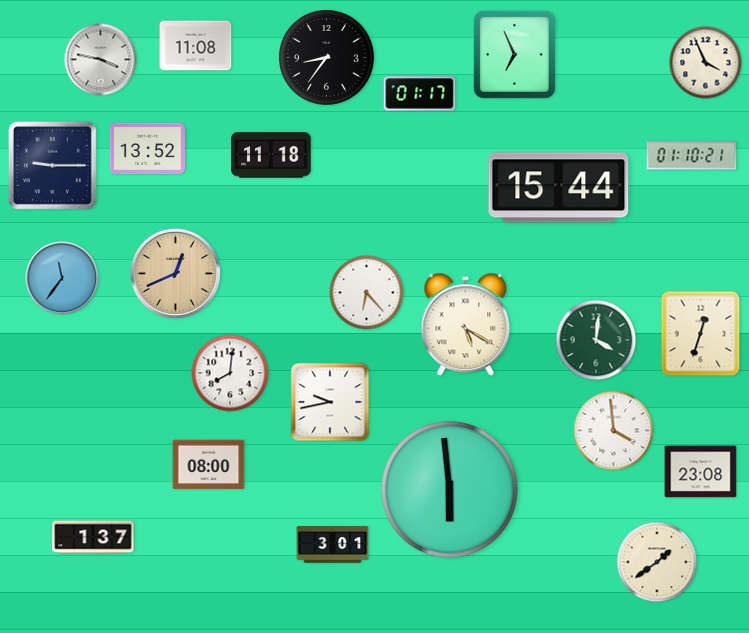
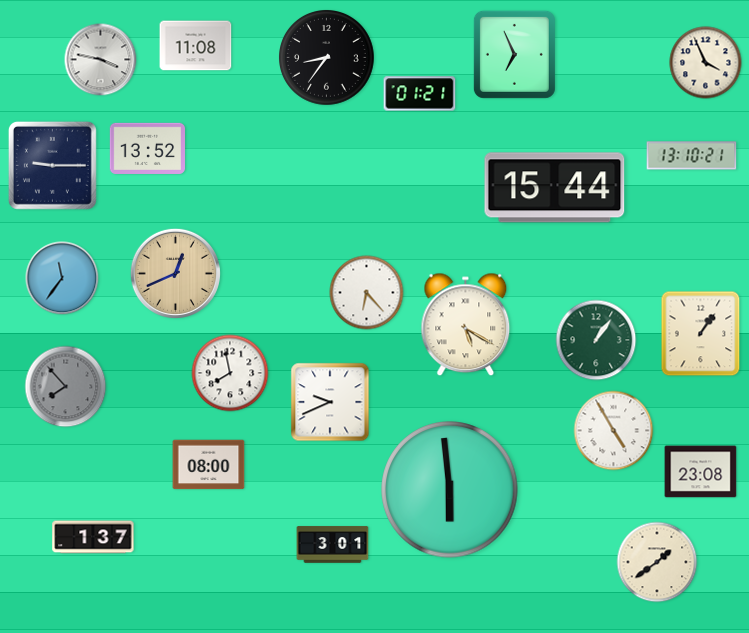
clock at (420, 94): 01:17 -> 01:21
clock at (271, 155): 11:18 -> none
clock at (692, 156): 01:10 -> 13:10
clock at (559, 188) position: (559, 188) -> (555, 188)
clock at (701, 334): 12:33 -> 1:06
clock at (596, 340): 4:01 -> 1:06
clock at (230, 373): 8:01 -> 7:58
clock at (66, 387): none -> 7:53
clock at (330, 402): 9:43 -> 9:41
clock at (614, 431): 3:59 -> 4:55
